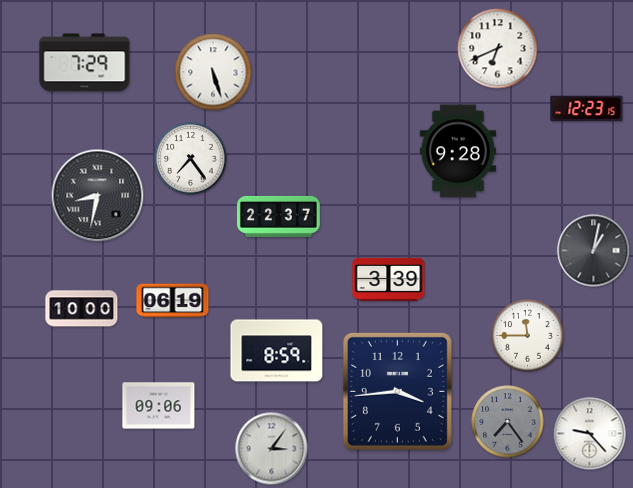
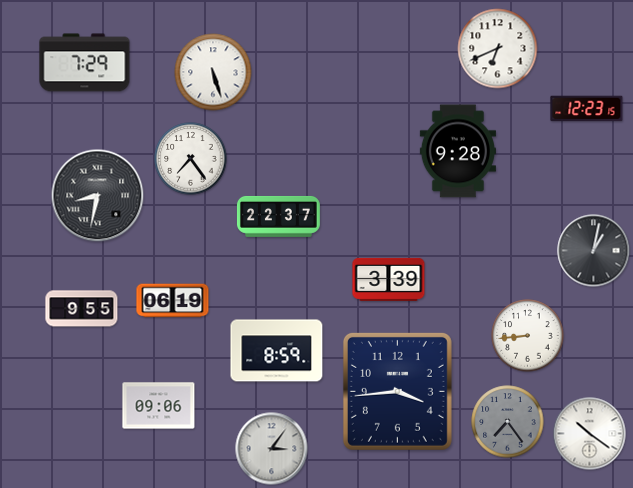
clock at (82, 309): 10:00 -> 9:55
clock at (528, 336): 11:45 -> 8:44
clock at (590, 434): 9:23 -> 10:21
